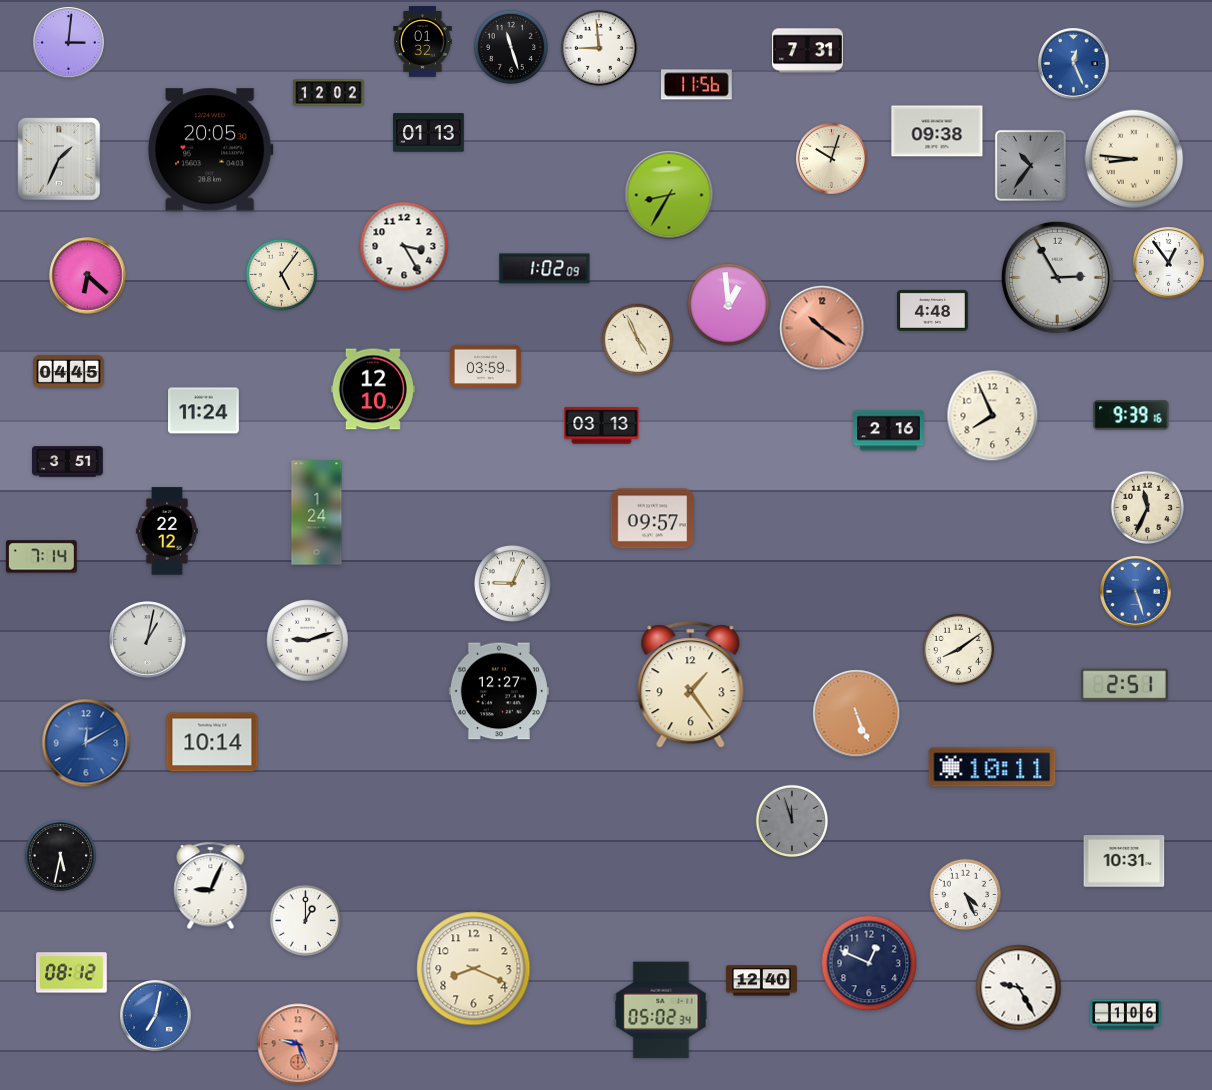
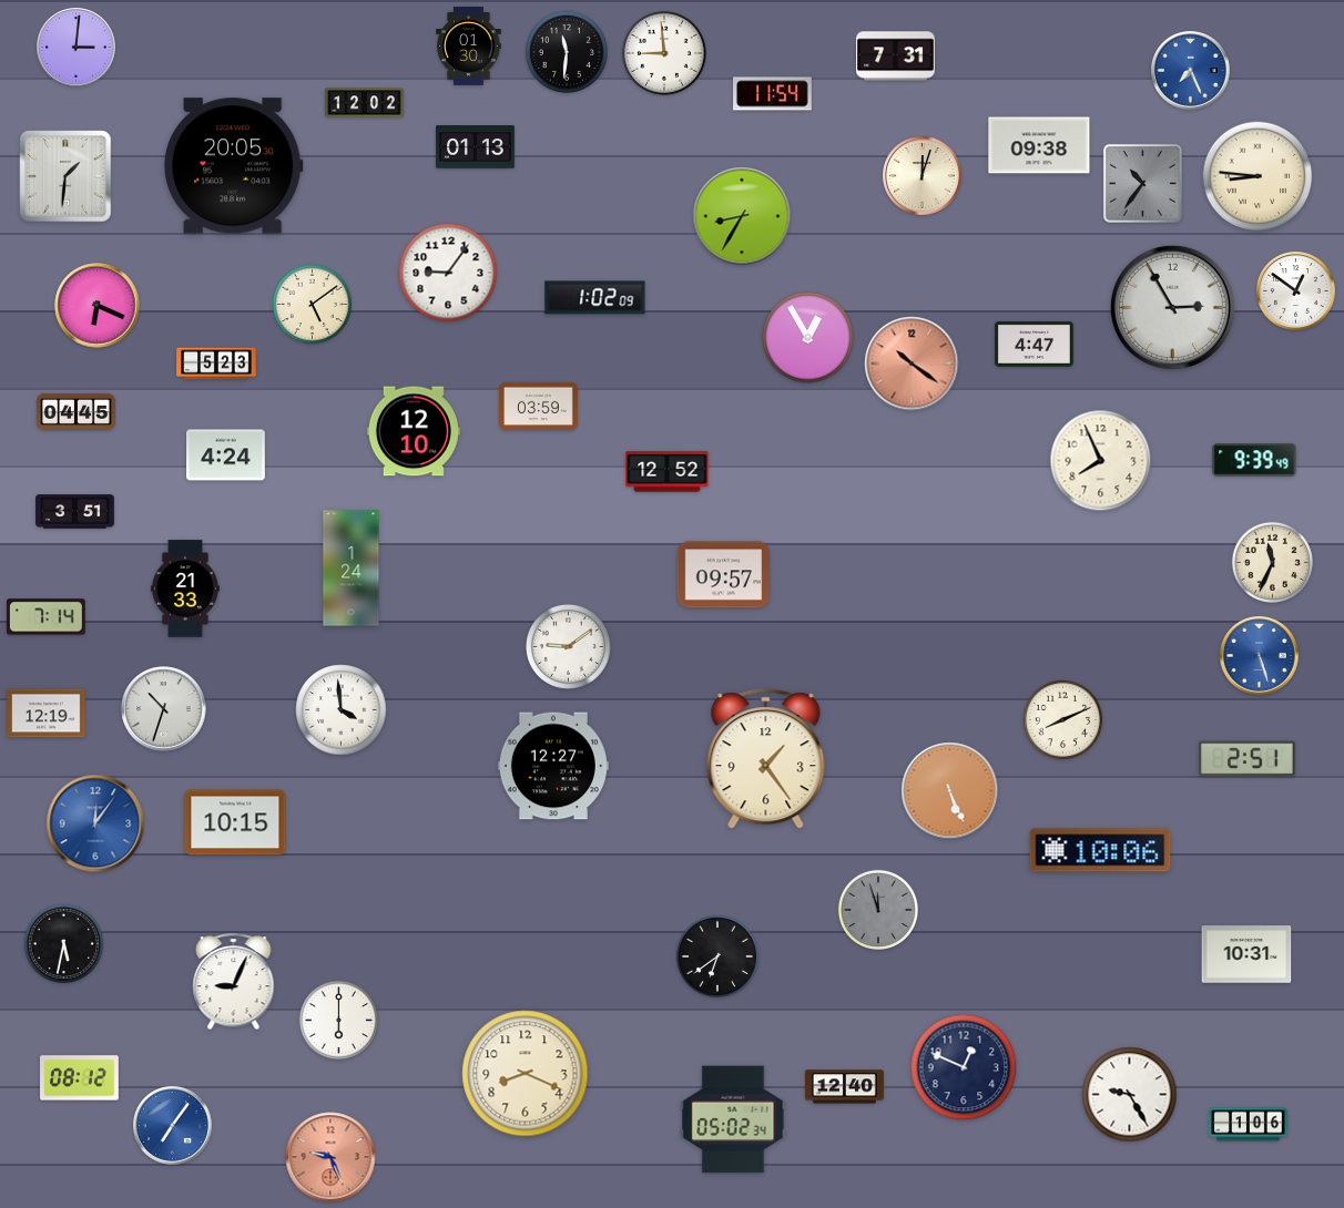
clock at (423, 42): 01:32 -> 01:30
clock at (511, 47): 11:27 -> 11:31
clock at (1074, 64): 12:26 -> 7:26
clock at (697, 85): 11:56 -> 11:54
clock at (59, 159): 1:34 -> 1:31
clock at (832, 159): 10:03 -> 12:03
clock at (404, 246): 3:25 -> 9:06
clock at (1169, 263): 12:54 -> 12:51
clock at (545, 269) position: (545, 269) -> (595, 298)
clock at (282, 275): 5:06 -> 5:09
clock at (88, 276): 6:22 -> 6:19
clock at (729, 305): 12:59 -> 12:55
clock at (933, 311): 4:48 -> 4:47
clock at (216, 364): none -> 5:23
clock at (638, 340): 4:56 -> none
clock at (204, 411): 11:24 -> 4:24
clock at (1131, 415): 9:39:16 -> 9:39:49
clock at (602, 426): 03:13 -> 12:52
clock at (889, 431): 2:16 -> none
clock at (167, 531): 22:12 -> 21:33
clock at (513, 584): 9:04 -> 9:09
clock at (148, 640): 1:02 -> 10:33
clock at (308, 641): 9:12 -> 3:59
clock at (47, 714): none -> 12:19
clock at (959, 650): 8:09 -> 8:11
clock at (212, 742): 10:14 -> 10:15
clock at (86, 743): 12:10 -> 12:06
clock at (992, 767): 10:11 -> 10:06
clock at (61, 856) position: (61, 856) -> (64, 944)
clock at (717, 956): none -> 6:39
clock at (966, 895): 4:26 -> none
clock at (306, 921): 1:00 -> 6:00
clock at (156, 1016): 7:02 -> 7:06
